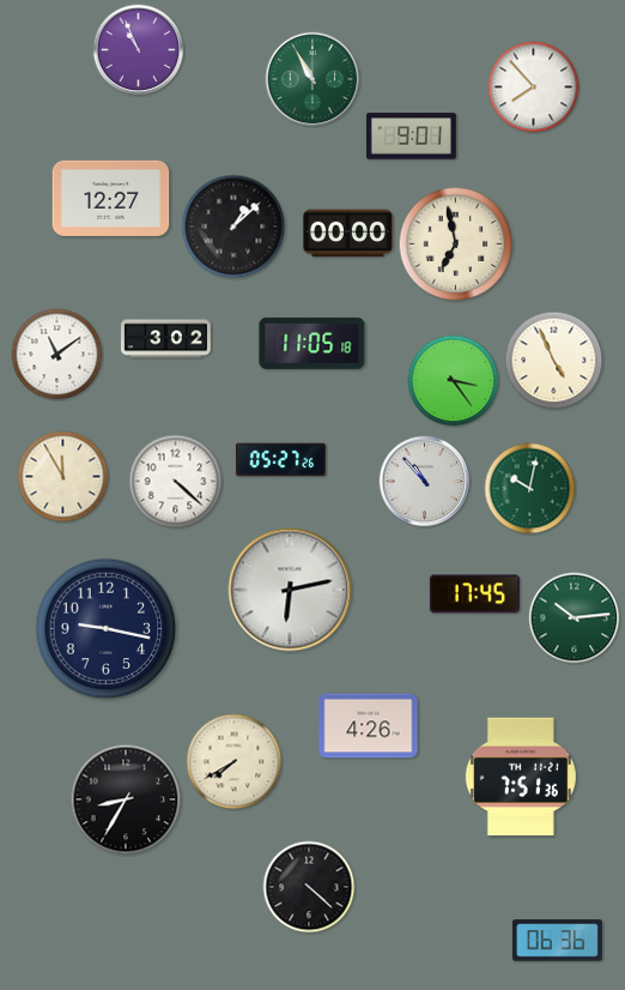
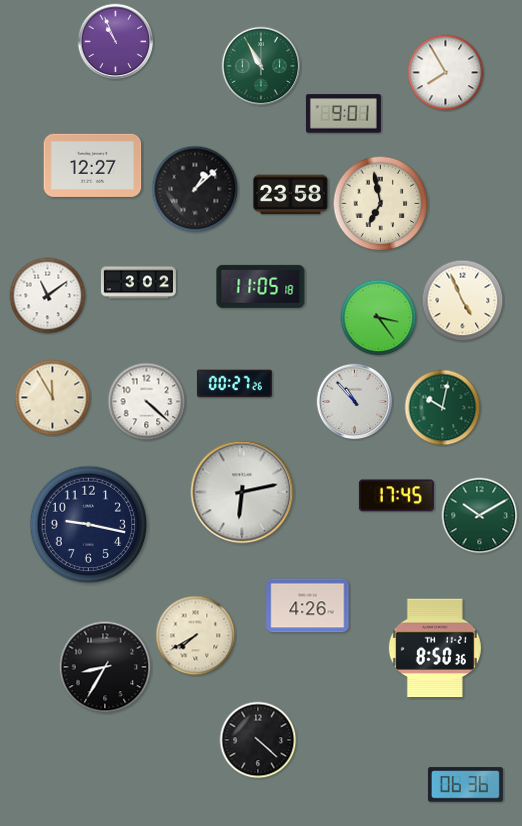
clock at (534, 87): 7:53 -> 7:55
clock at (347, 234): 00:00 -> 23:58
clock at (280, 460): 05:27 -> 00:27
clock at (575, 618): 10:14 -> 10:10
clock at (521, 777): 7:51 -> 8:50
